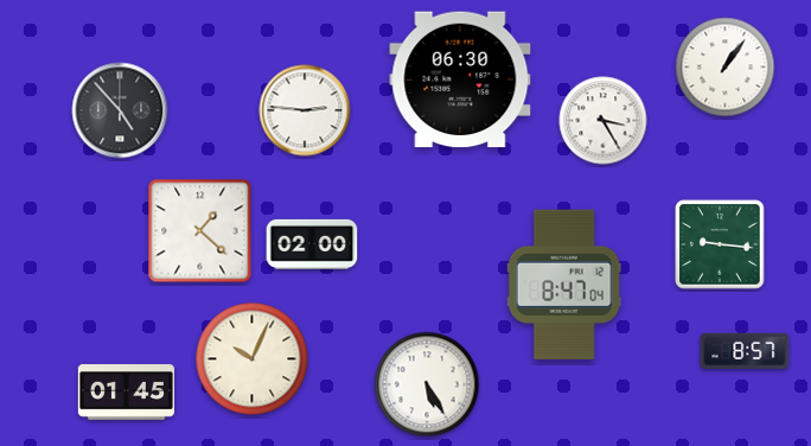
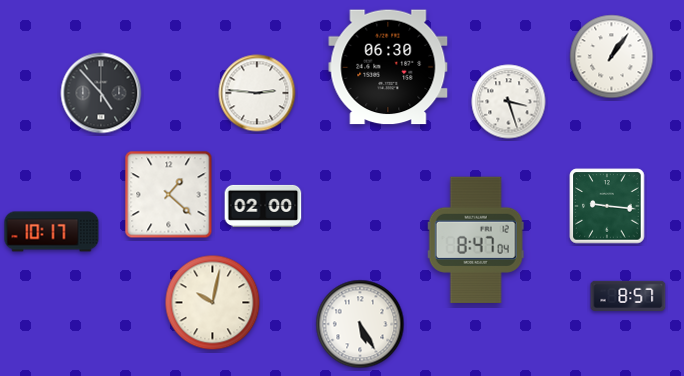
clock at (604, 121): 3:25 -> 3:27
clock at (52, 232): none -> 10:17
clock at (253, 359): 10:04 -> 10:02
clock at (126, 393): 01:45 -> none
